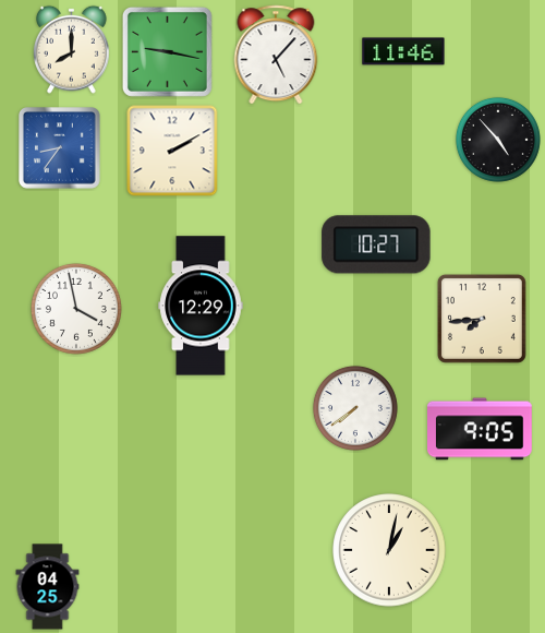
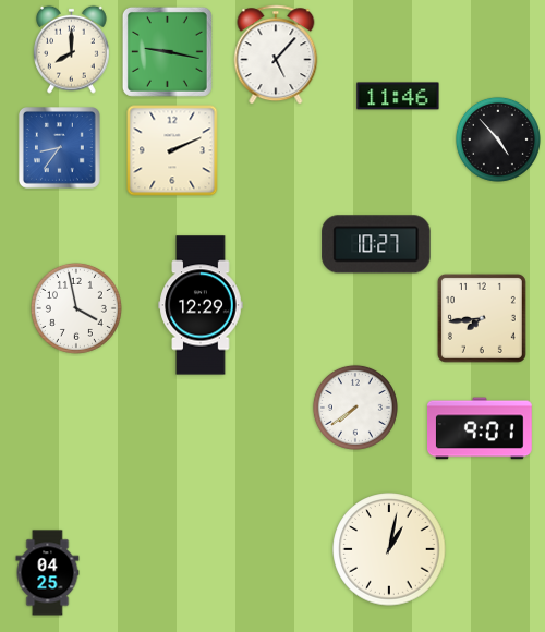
clock at (403, 51) position: (403, 51) -> (398, 96)
clock at (172, 151): 2:10 -> 2:11
clock at (481, 429): 9:05 -> 9:01
clock at (48, 587) position: (48, 587) -> (48, 573)
